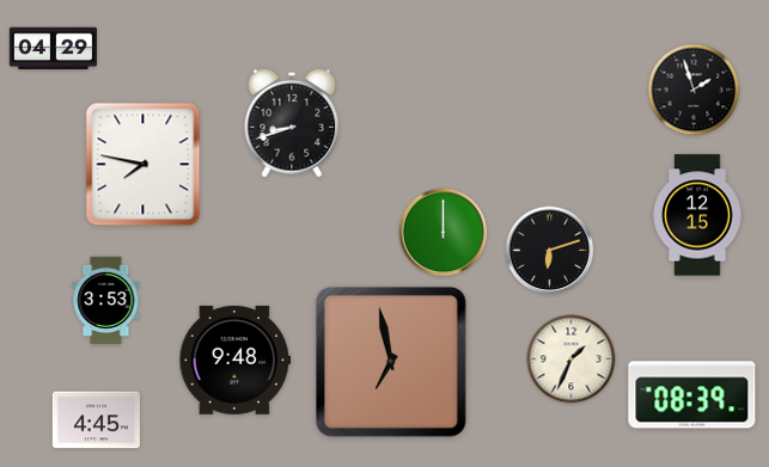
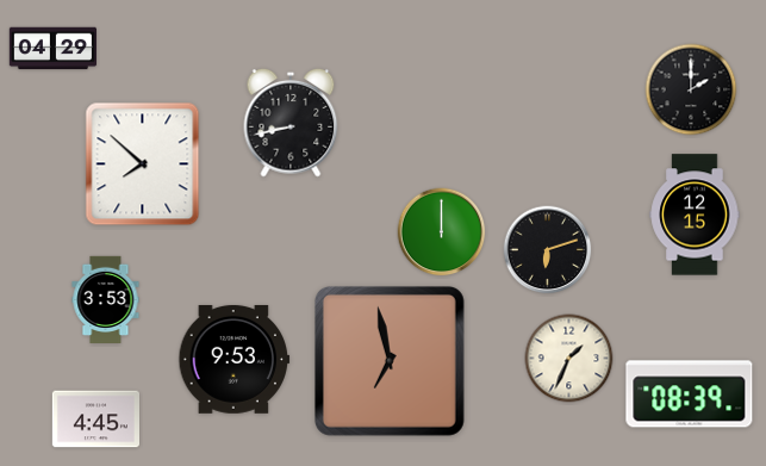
clock at (694, 90): 1:57 -> 2:00
clock at (292, 123): 8:42 -> 8:43
clock at (144, 165): 7:47 -> 7:52
clock at (236, 360): 9:48 -> 9:53
